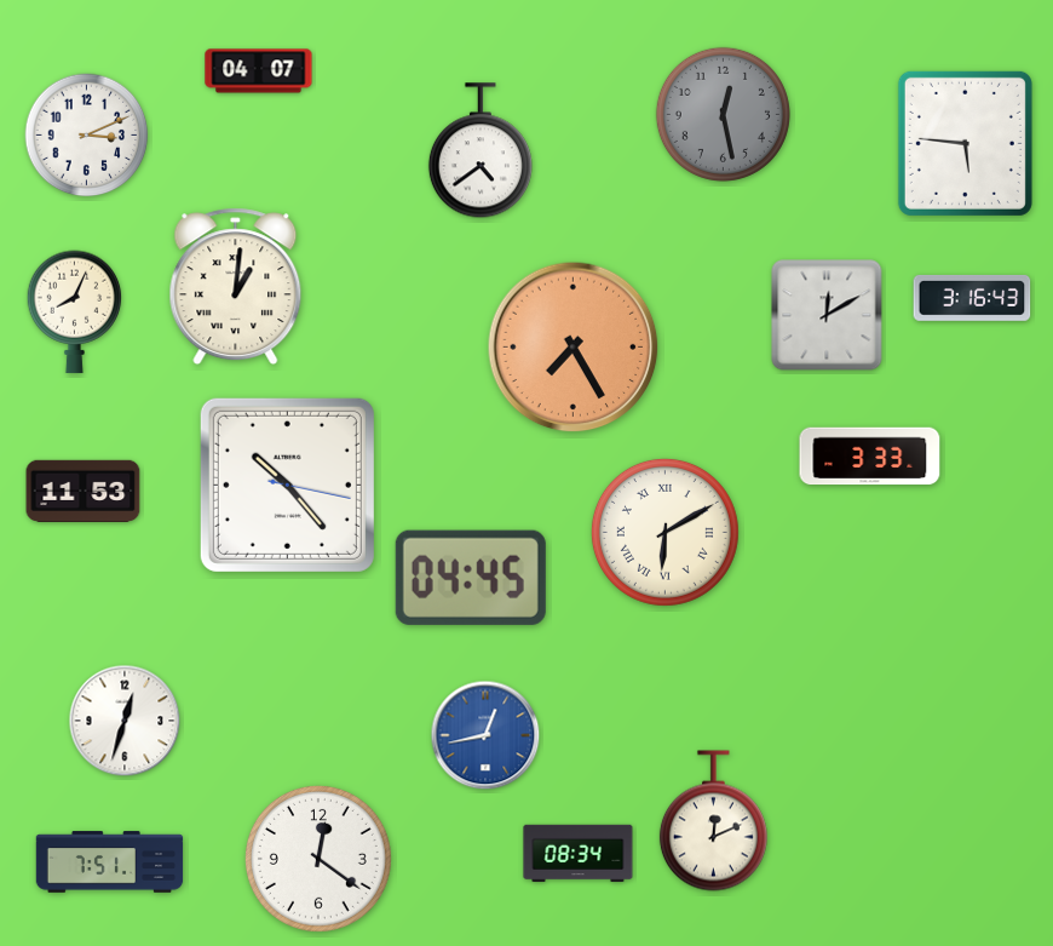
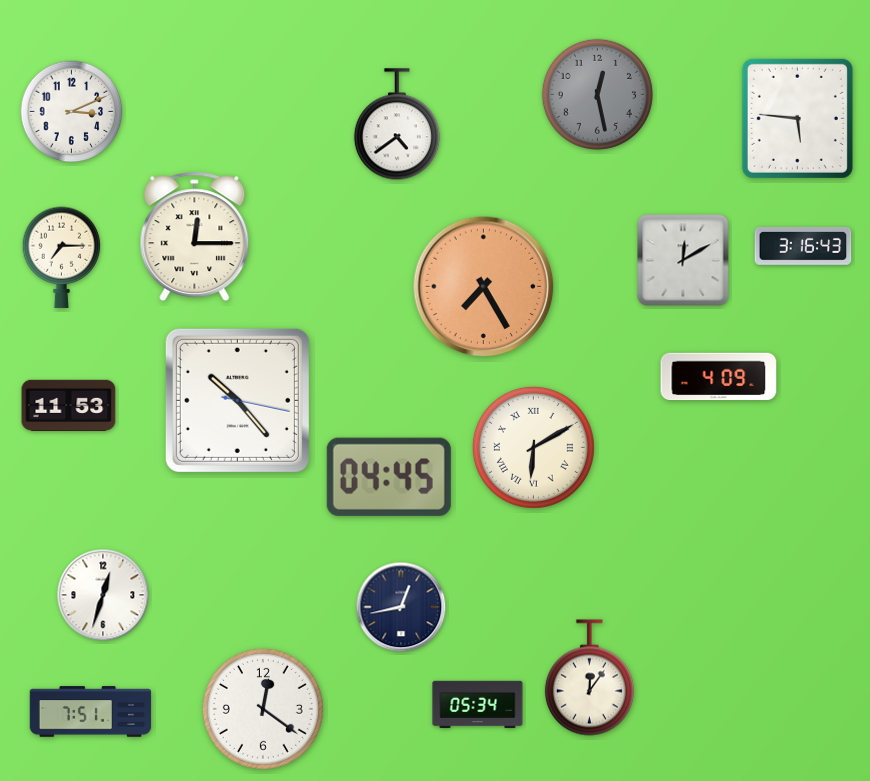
clock at (259, 71): 04:07 -> none
clock at (236, 287): 1:01 -> 12:15
clock at (75, 311): 8:04 -> 7:15
clock at (574, 348) position: (574, 348) -> (484, 287)
clock at (870, 457): 3:33 -> 4:09
clock at (664, 532) position: (664, 532) -> (533, 447)
clock at (485, 735) dial: blue -> navy
clock at (713, 821): 12:11 -> 12:06
clock at (579, 854): 08:34 -> 05:34
